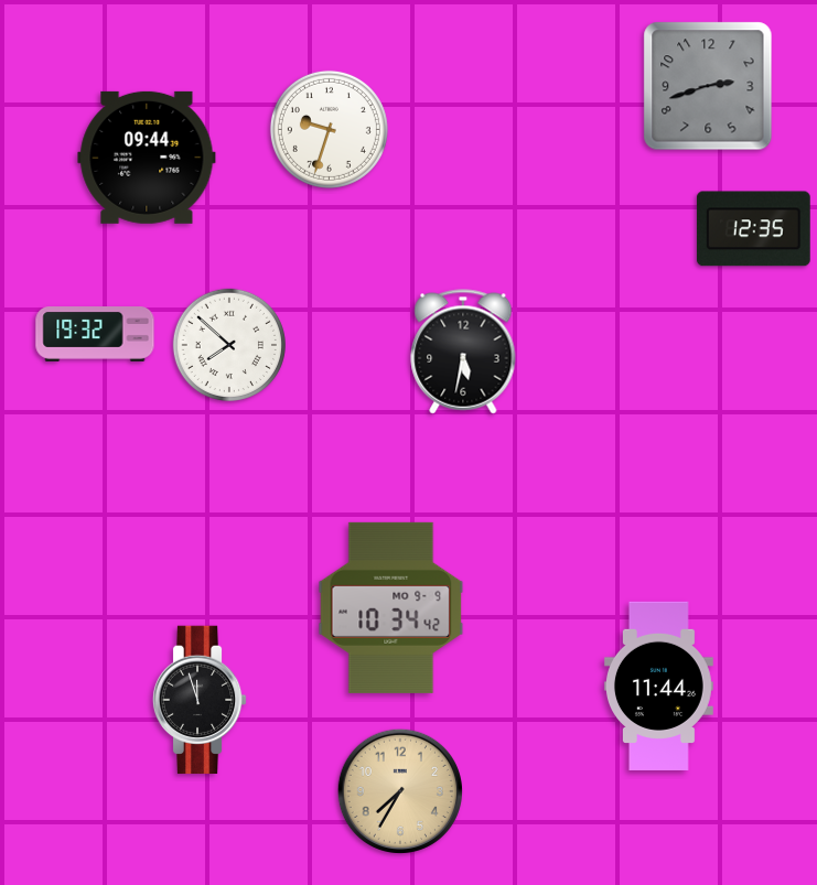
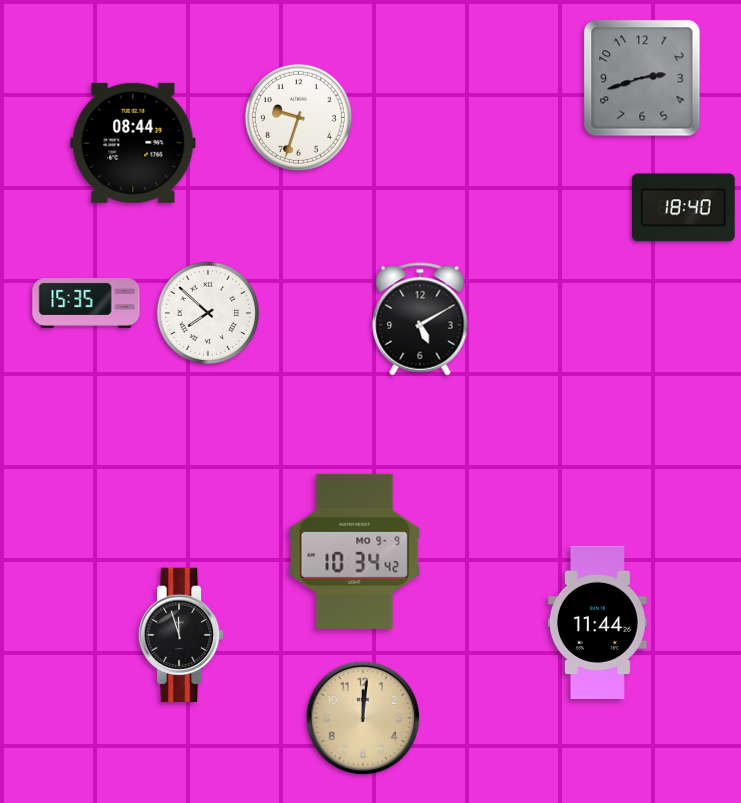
clock at (147, 158): 09:44 -> 08:44
clock at (753, 229): 12:35 -> 18:40
clock at (95, 335): 19:32 -> 15:35
clock at (463, 352): 5:32 -> 5:10
clock at (400, 791): 7:35 -> 12:01
